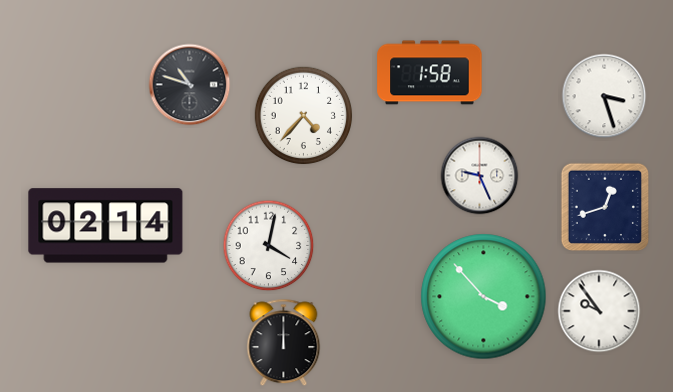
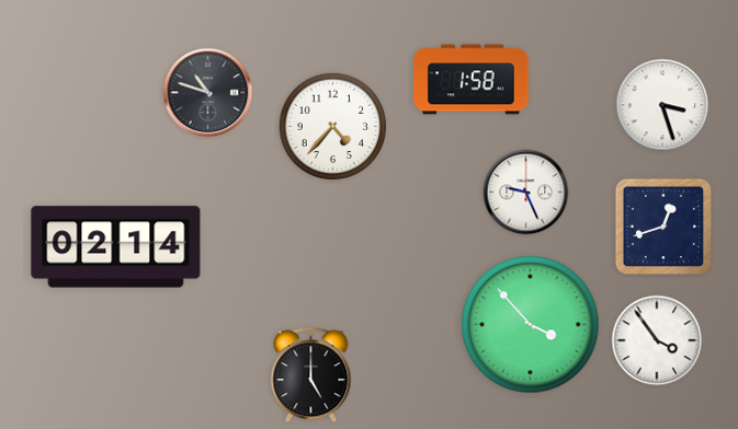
clock at (269, 246): 4:02 -> none
clock at (599, 311): 9:54 -> 3:54
clock at (284, 343): 12:00 -> 5:00
